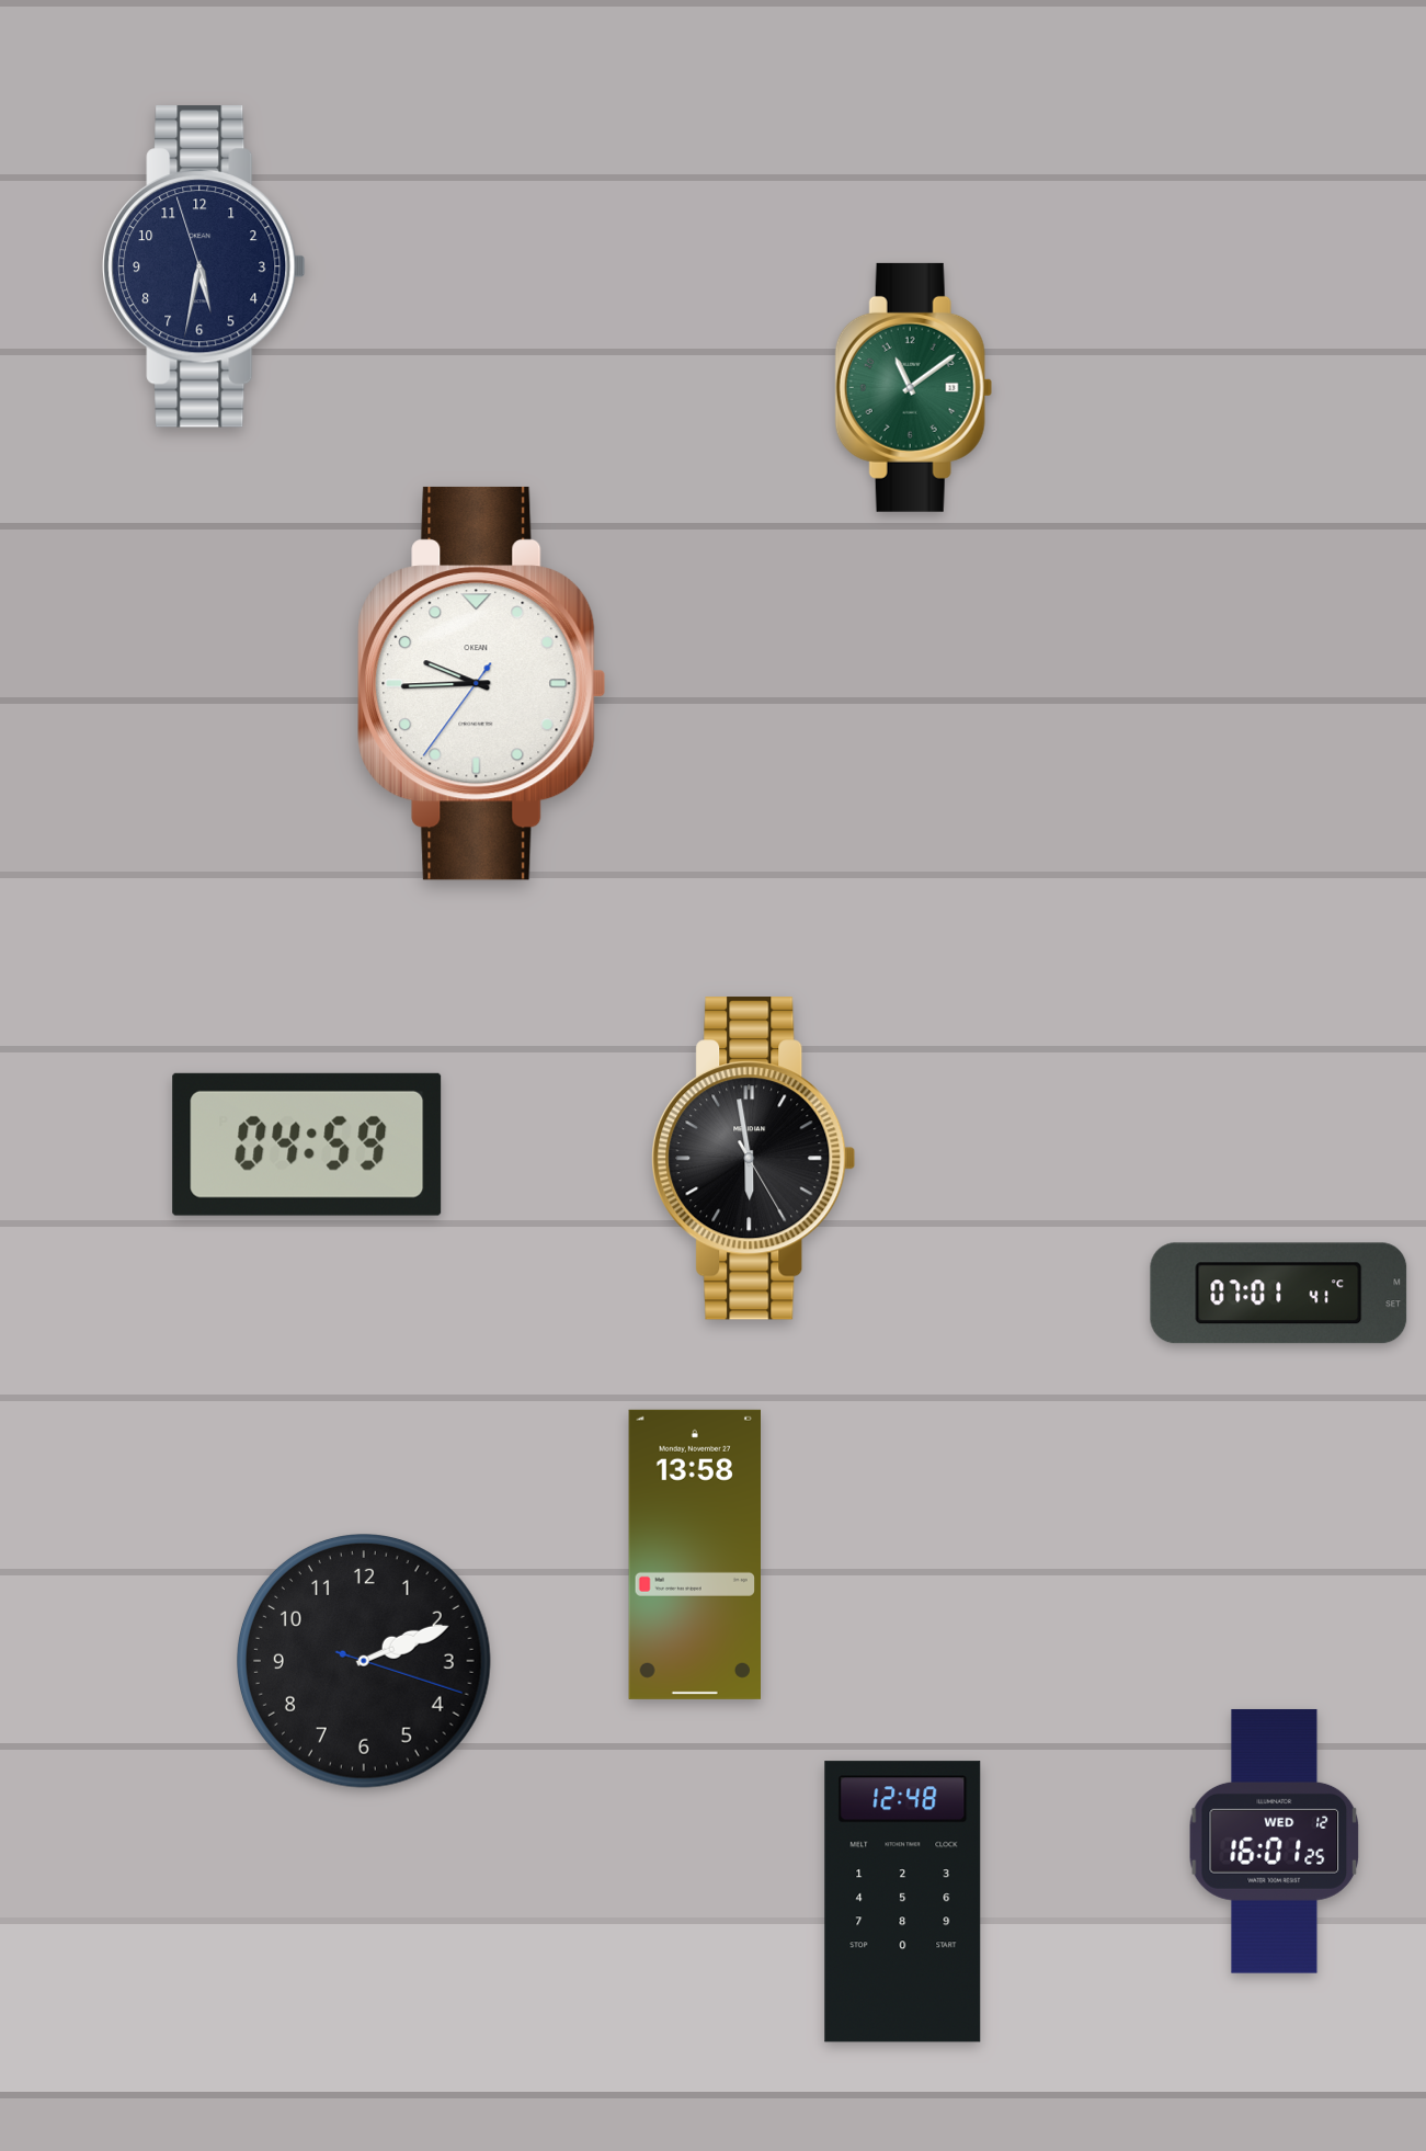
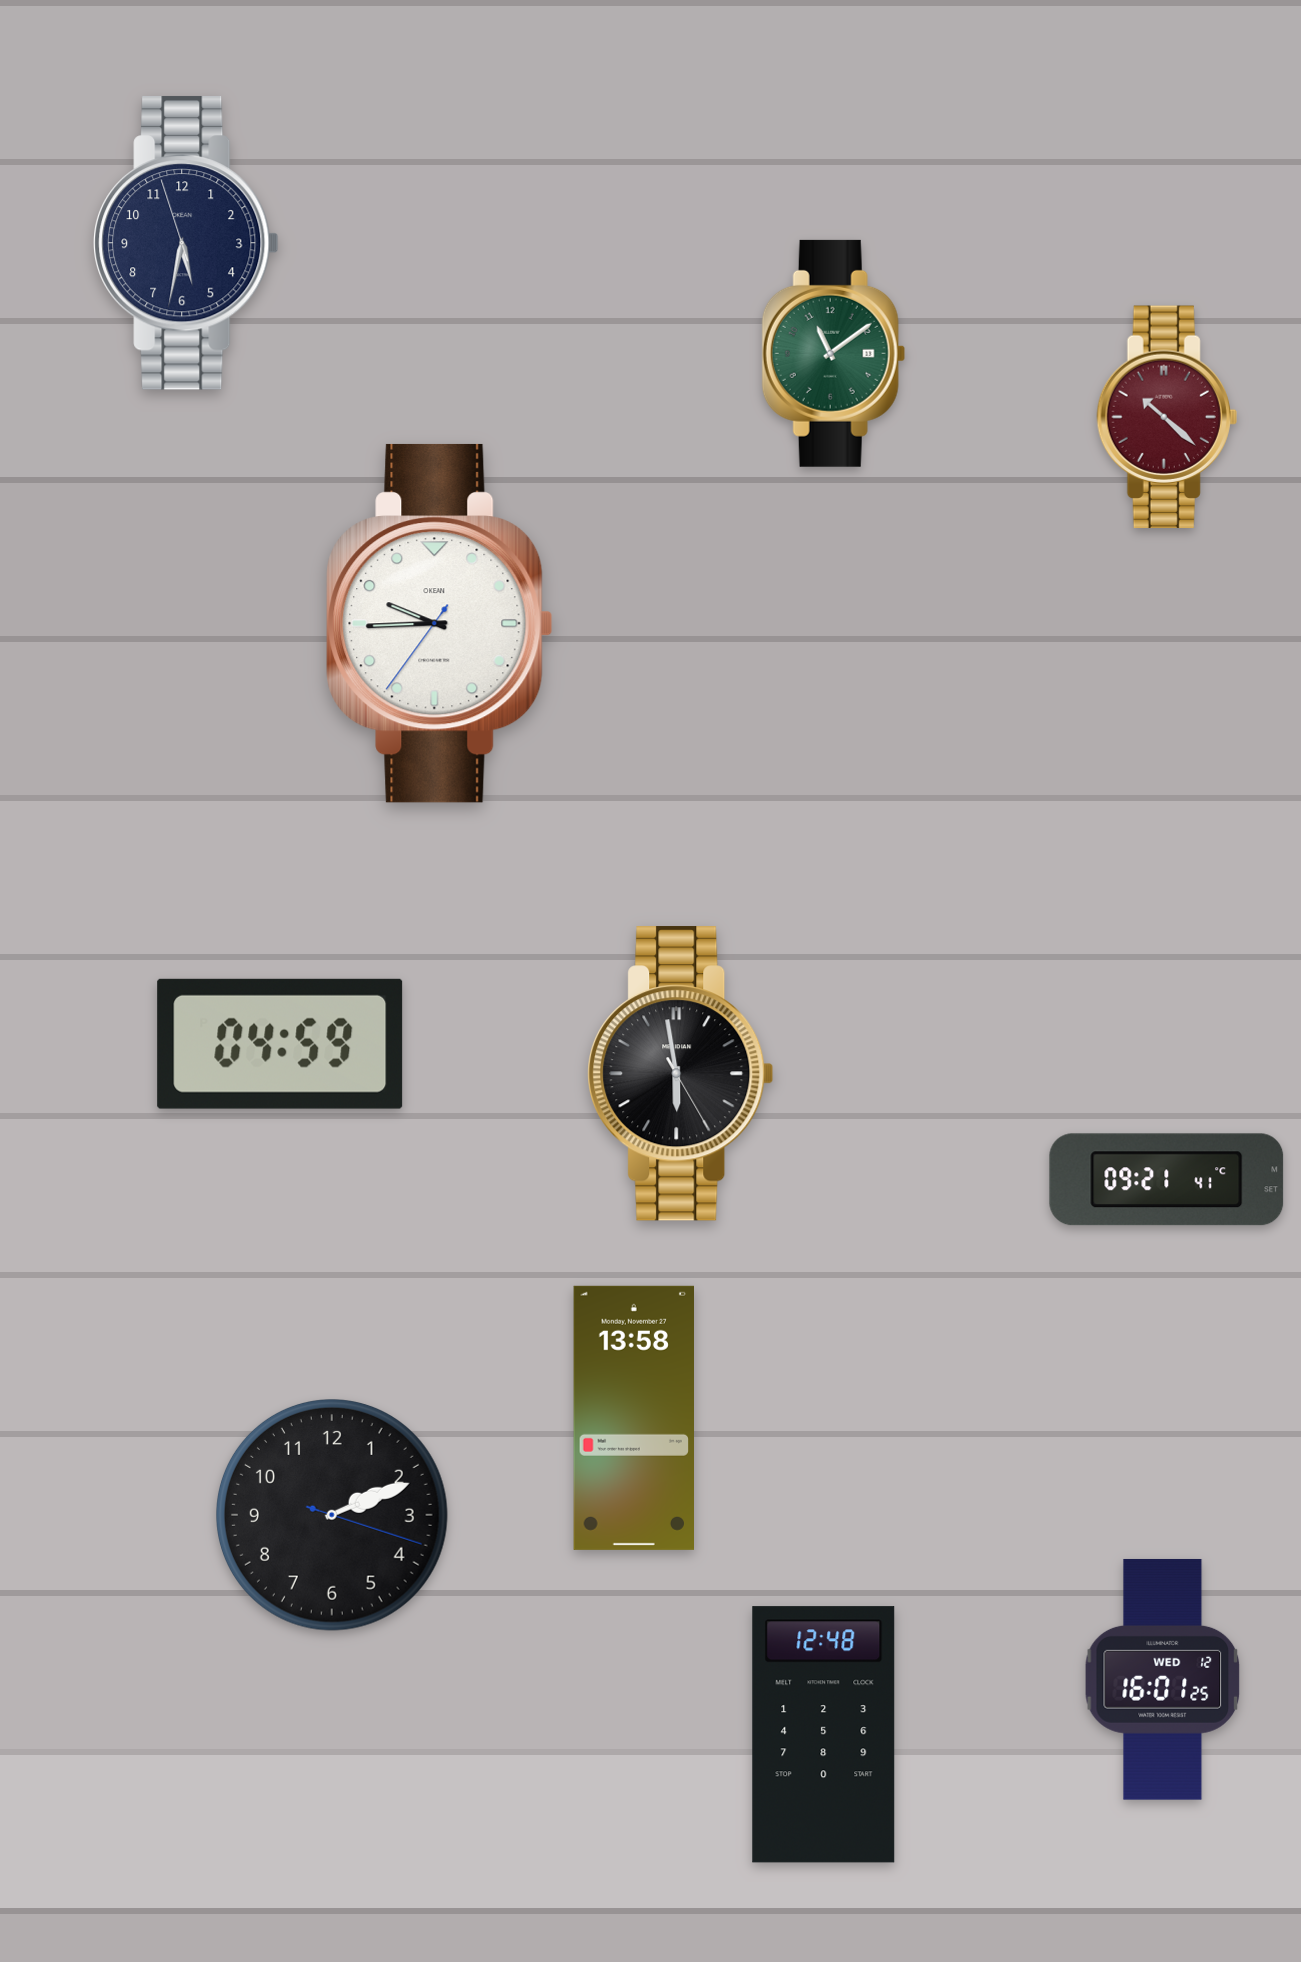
clock at (1167, 417): none -> 10:22
clock at (754, 1159) position: (754, 1159) -> (681, 1074)
clock at (1279, 1294): 07:01 -> 09:21
